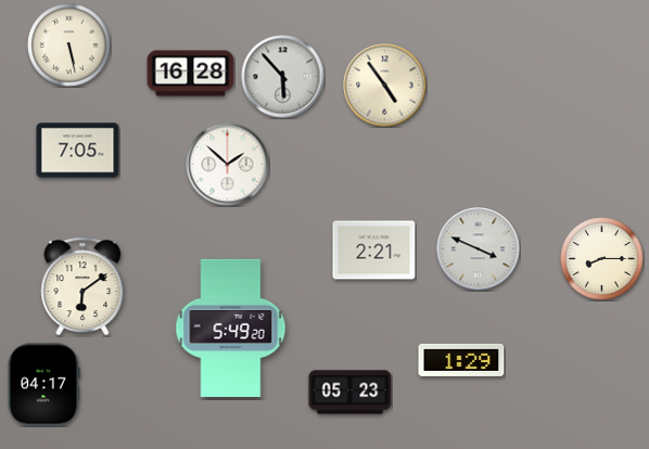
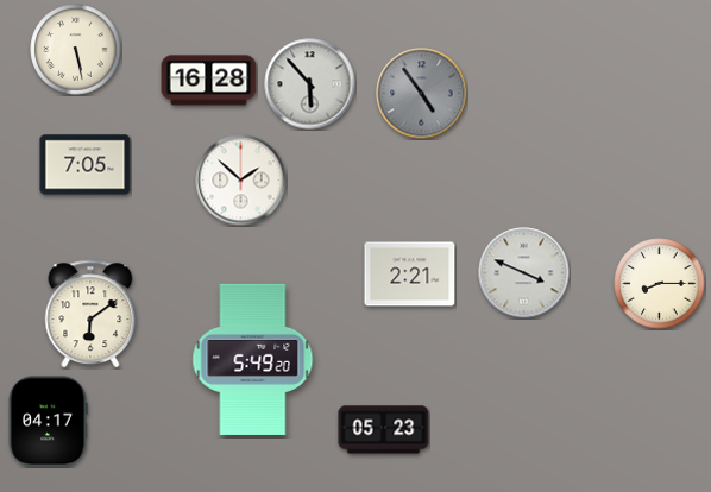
clock at (385, 86) dial: cream -> grey
clock at (228, 165) position: (228, 165) -> (241, 181)
clock at (461, 360): 1:29 -> none
